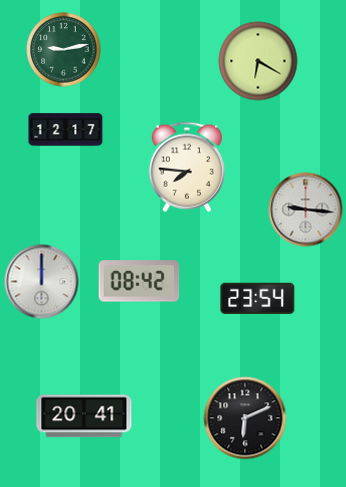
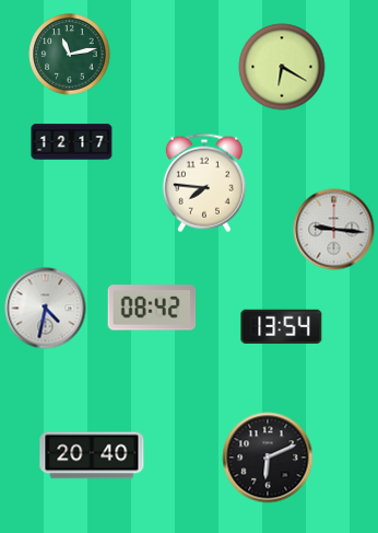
clock at (64, 50): 9:13 -> 11:13
clock at (42, 282): 12:00 -> 4:32
clock at (258, 298): 23:54 -> 13:54
clock at (84, 416): 20:41 -> 20:40
